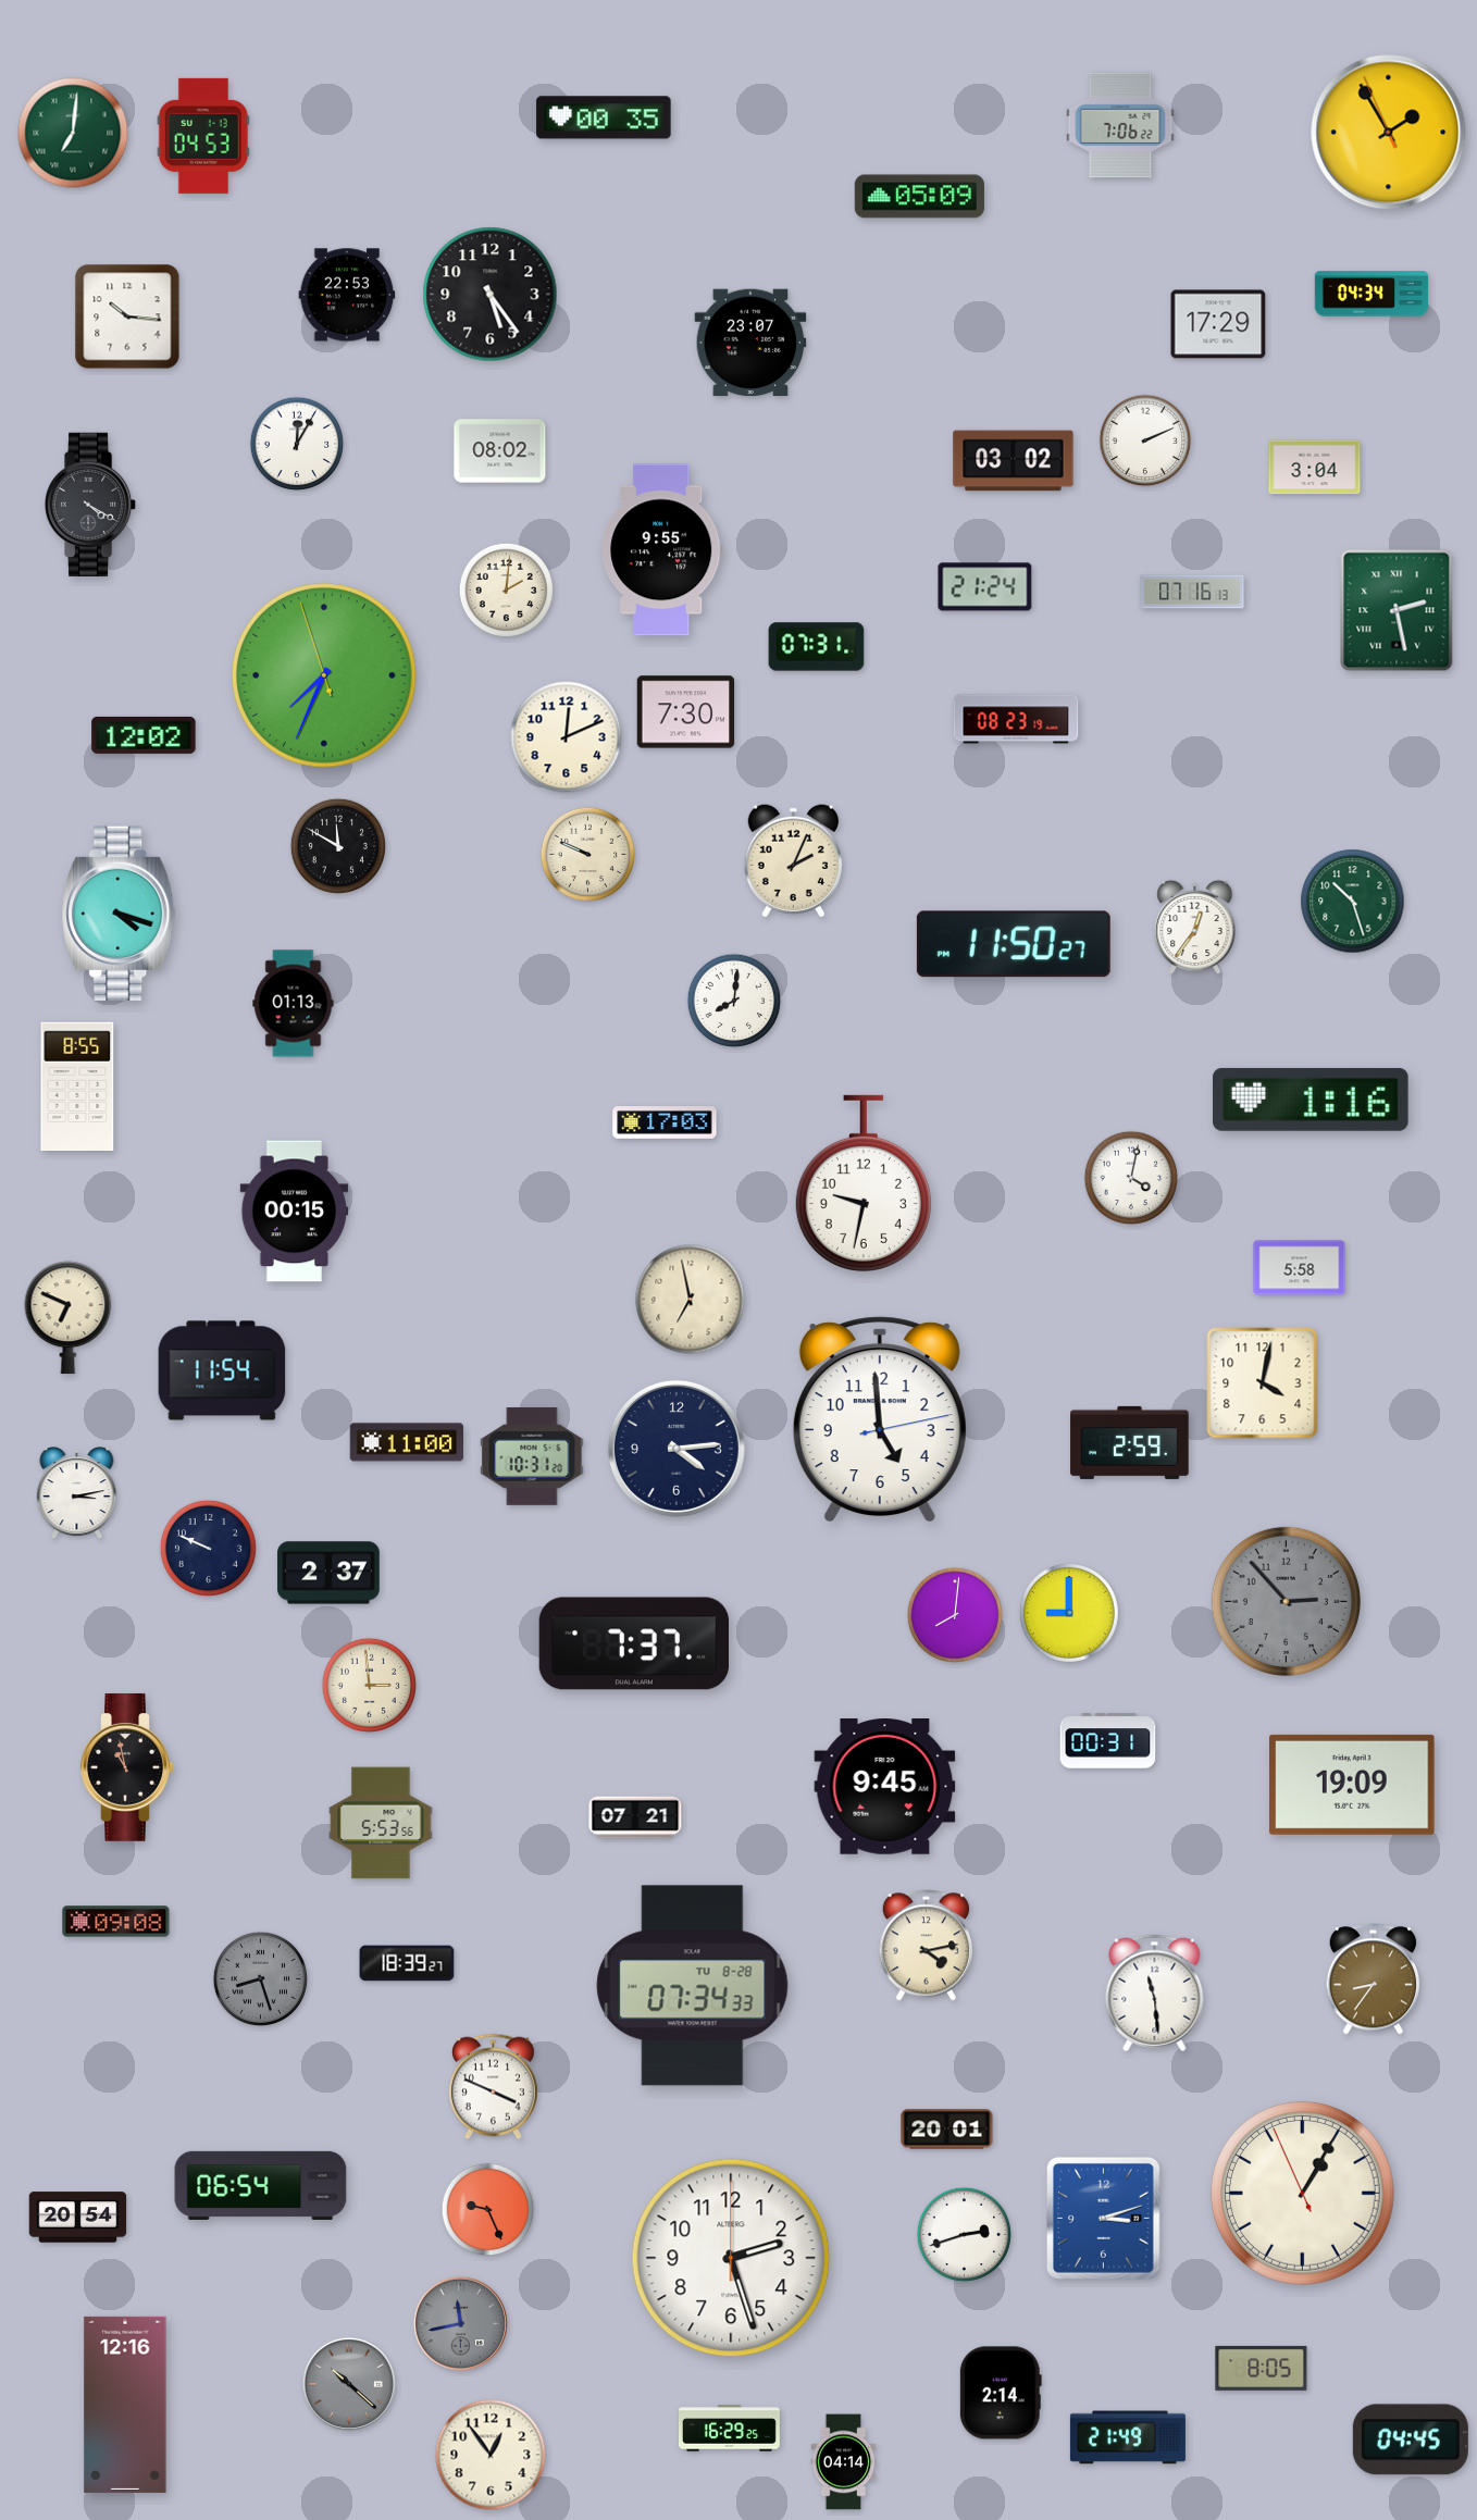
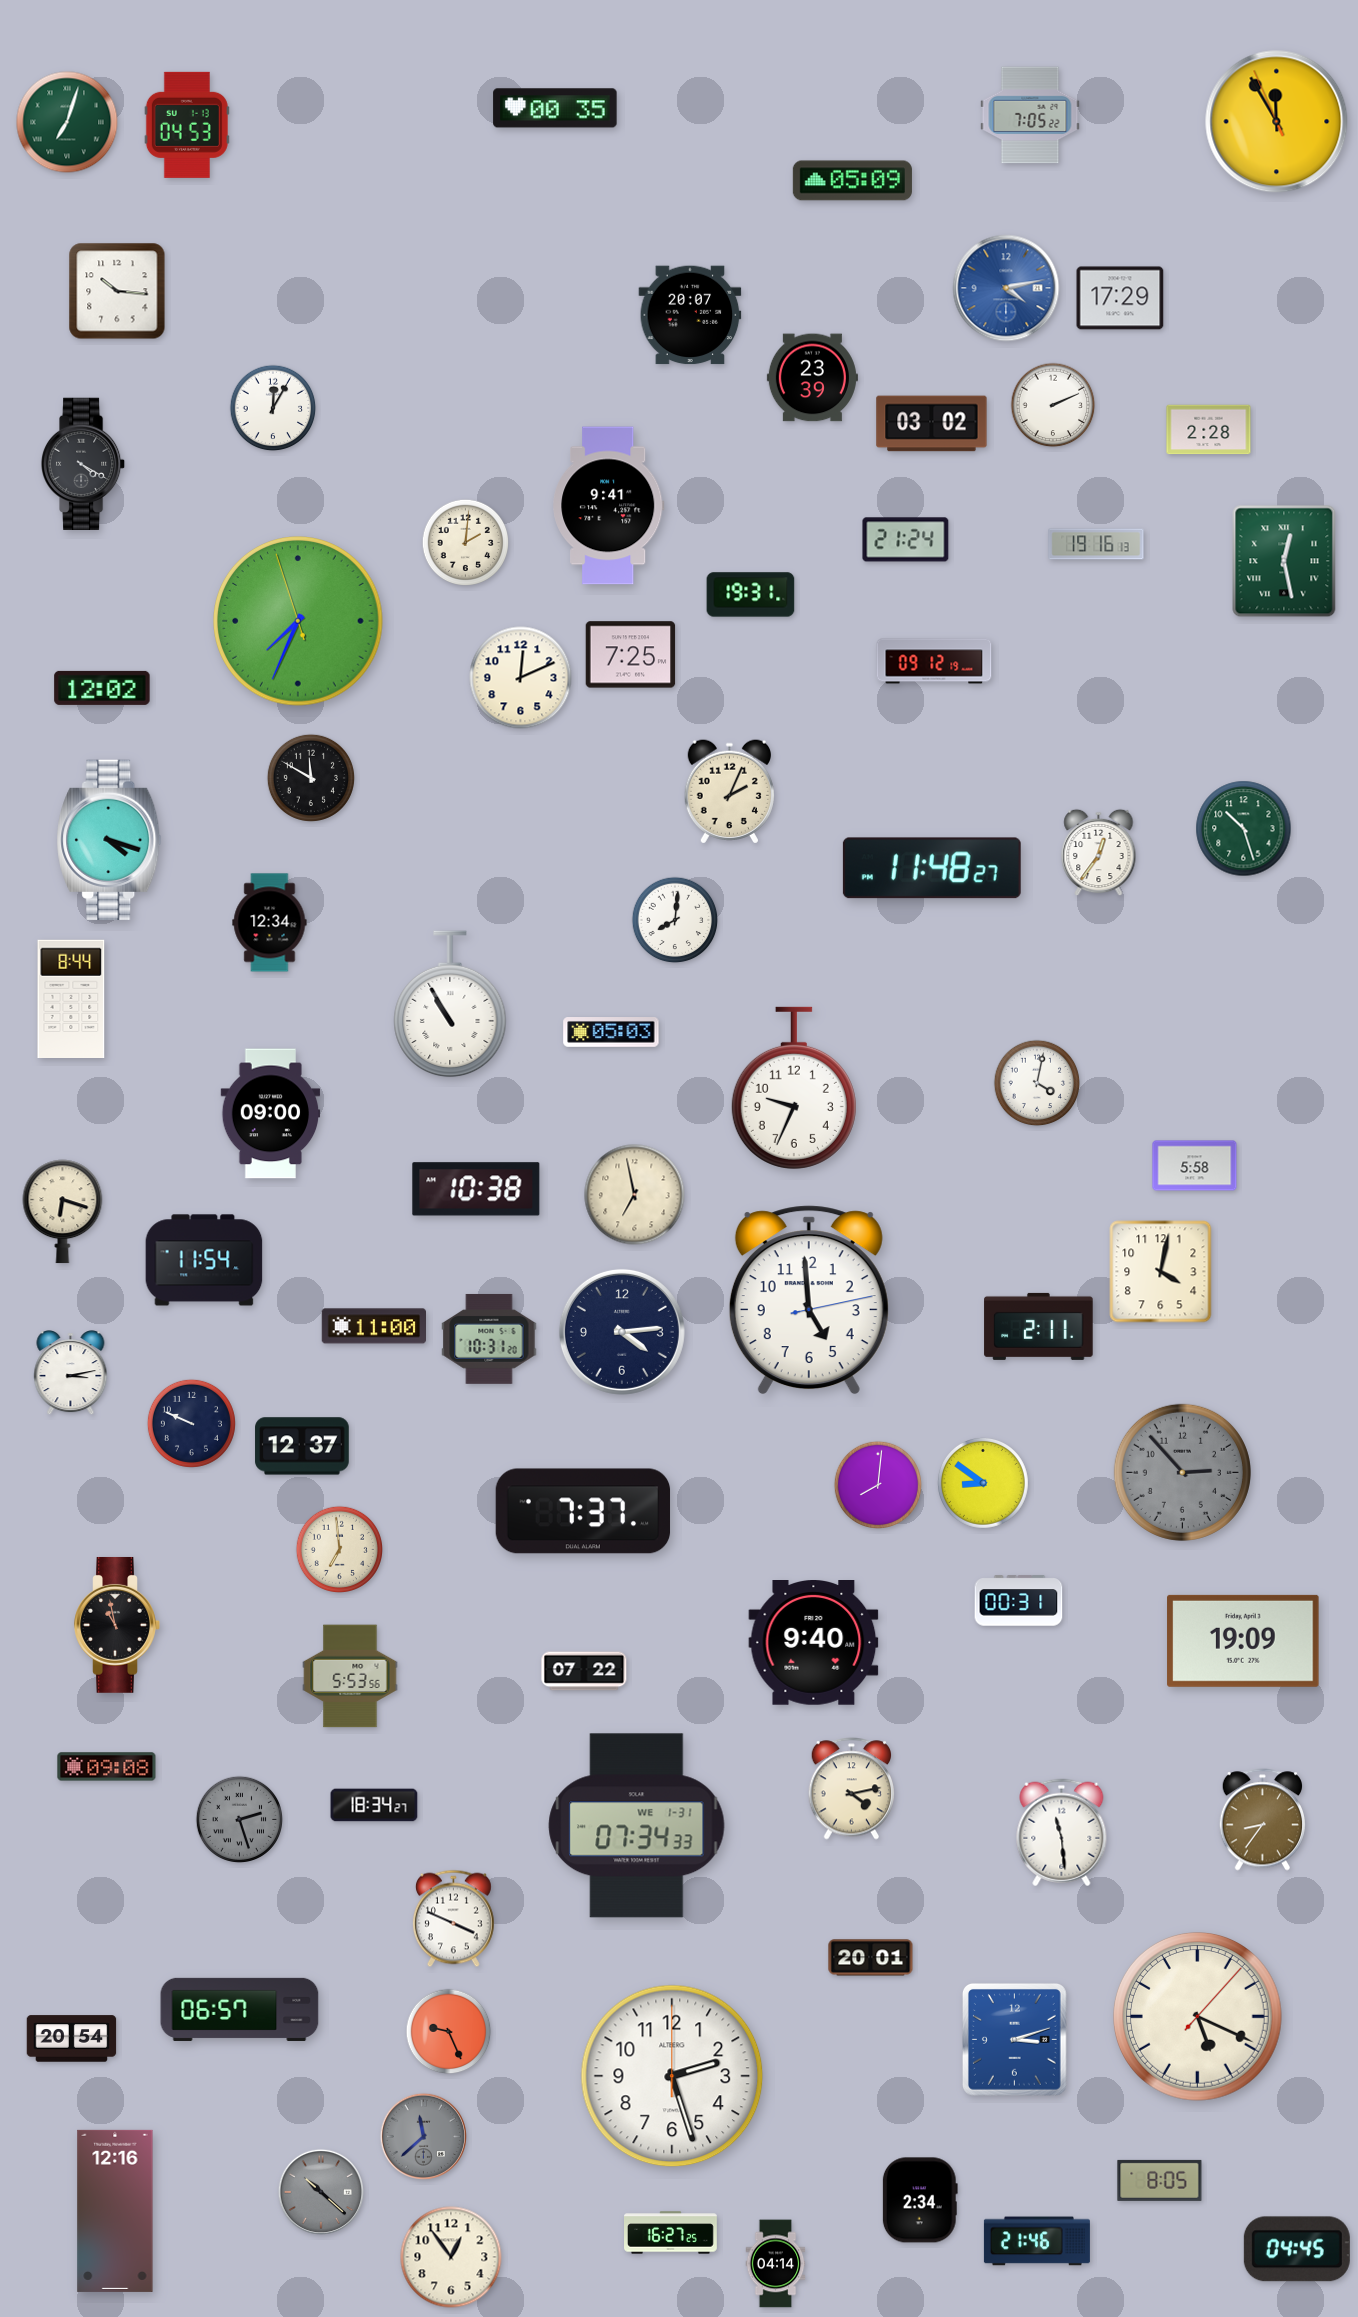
clock at (1120, 125): 7:06 -> 7:05
clock at (73, 133): 7:01 -> 7:03
clock at (1389, 133): 1:54 -> 11:54
clock at (919, 197) position: (919, 197) -> (852, 181)
clock at (1371, 294): 04:34 -> none
clock at (347, 295): 22:53 -> none
clock at (491, 295): 5:24 -> none
clock at (1006, 288): none -> 4:13
clock at (750, 343): 23:07 -> 20:07
clock at (812, 378): none -> 23:39
clock at (500, 451): 08:02 -> none
clock at (1315, 468): 3:04 -> 2:28
clock at (662, 550): 9:55 -> 9:41
clock at (1192, 592): 07:16 -> 19:16
clock at (1397, 610): 2:28 -> 12:28
clock at (817, 647): 07:31 -> 19:31
clock at (686, 712): 7:30 -> 7:25
clock at (1016, 719): 08:23 -> 09:12
clock at (144, 735) position: (144, 735) -> (102, 688)
clock at (587, 854): 9:49 -> none
clock at (1014, 944): 11:50 -> 11:48
clock at (294, 1004): 01:13 -> 12:34
clock at (77, 1085): 8:55 -> 8:44
clock at (450, 1004): none -> 10:55
clock at (1311, 1100): 1:16 -> none
clock at (665, 1124): 17:03 -> 05:03
clock at (1131, 1178) position: (1131, 1178) -> (1037, 1083)
clock at (864, 1183): 9:32 -> 9:34
clock at (295, 1212): 00:15 -> 09:00
clock at (476, 1189): none -> 10:38
clock at (69, 1318): 6:49 -> 6:18
clock at (880, 1419) position: (880, 1419) -> (809, 1300)
clock at (1130, 1442): 2:59 -> 2:11
clock at (328, 1573): 2:37 -> 12:37
clock at (1069, 1613): 9:00 -> 8:51
clock at (369, 1685): 2:59 -> 6:59
clock at (885, 1787): 9:45 -> 9:40
clock at (635, 1817): 07:21 -> 07:22
clock at (407, 1963): 18:39 -> 18:34
clock at (260, 1978): 8:27 -> 2:27
clock at (693, 1986) date: TU 8-28 -> WE 1-31
clock at (261, 2185): 06:54 -> 06:57
clock at (1303, 2194): 1:04 -> 5:19
clock at (964, 2234): 2:42 -> none
clock at (460, 2323): 11:43 -> 11:38
clock at (1262, 2368) position: (1262, 2368) -> (1160, 2180)
clock at (1001, 2393): 2:14 -> 2:34
clock at (730, 2429): 16:29 -> 16:27
clock at (1128, 2437): 21:49 -> 21:46
clock at (1411, 2440) position: (1411, 2440) -> (1297, 2249)
